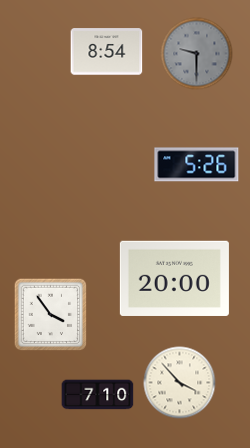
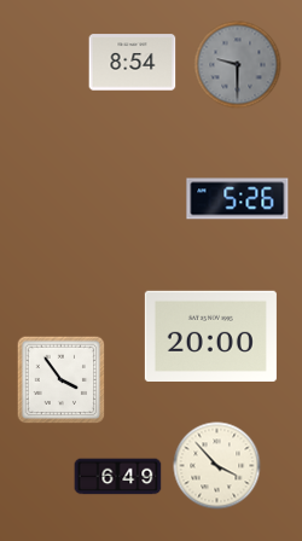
clock at (107, 52) position: (107, 52) -> (133, 63)
clock at (180, 383) position: (180, 383) -> (217, 466)
clock at (98, 395): 7:10 -> 6:49
